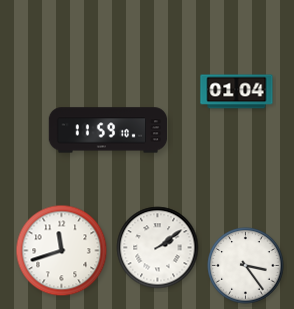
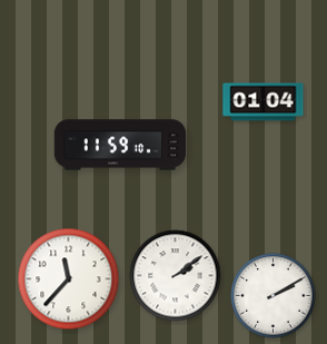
clock at (62, 251): 11:42 -> 11:37
clock at (246, 266): 3:24 -> 2:10
